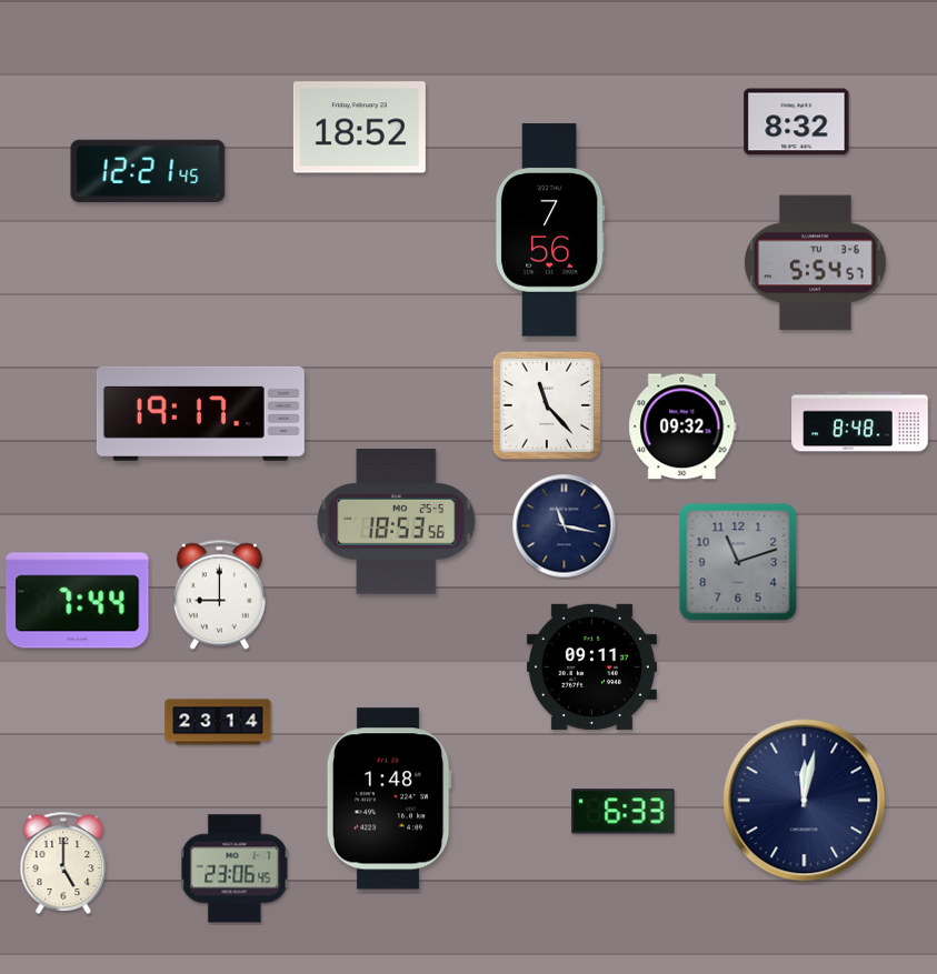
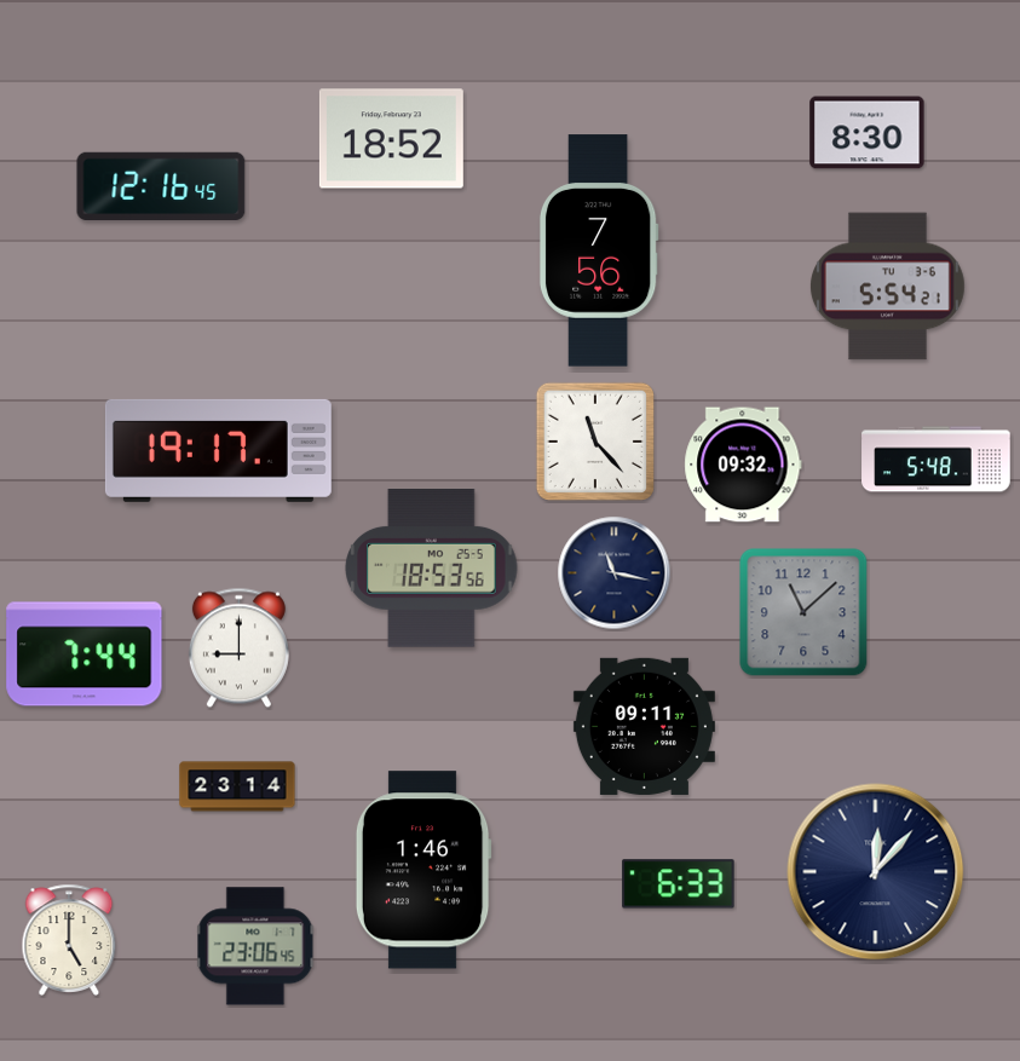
clock at (797, 122): 8:32 -> 8:30
clock at (148, 171): 12:21 -> 12:16
clock at (815, 263): 5:54:57 -> 5:54:21
clock at (860, 422): 8:48 -> 5:48
clock at (738, 562): 11:12 -> 11:08
clock at (389, 799): 1:48 -> 1:46
clock at (805, 801): 12:02 -> 12:07
